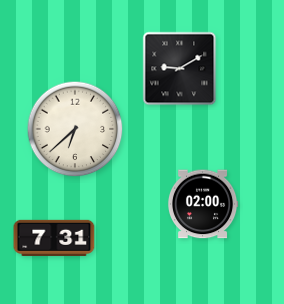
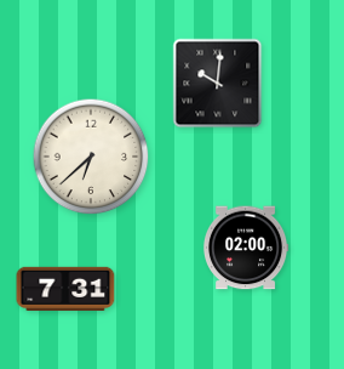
clock at (180, 69): 9:10 -> 10:01
